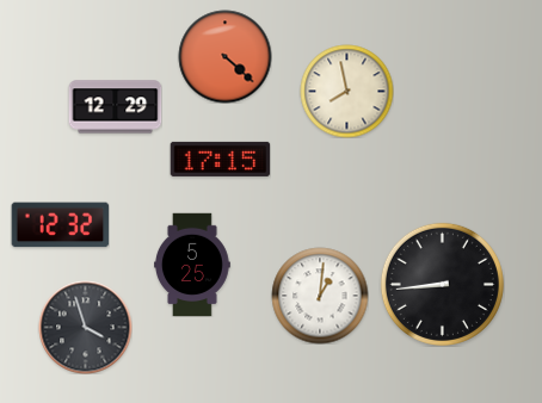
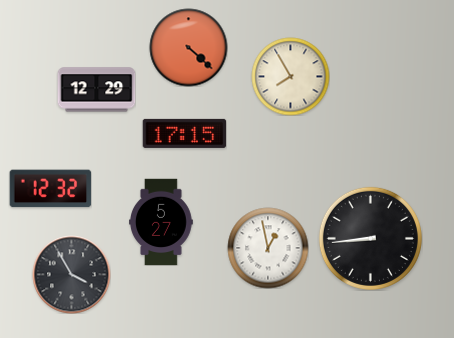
clock at (346, 91): 7:58 -> 7:55
clock at (193, 265): 5:25 -> 5:27
clock at (320, 296): 1:01 -> 12:58
clock at (85, 327): 3:57 -> 3:55
